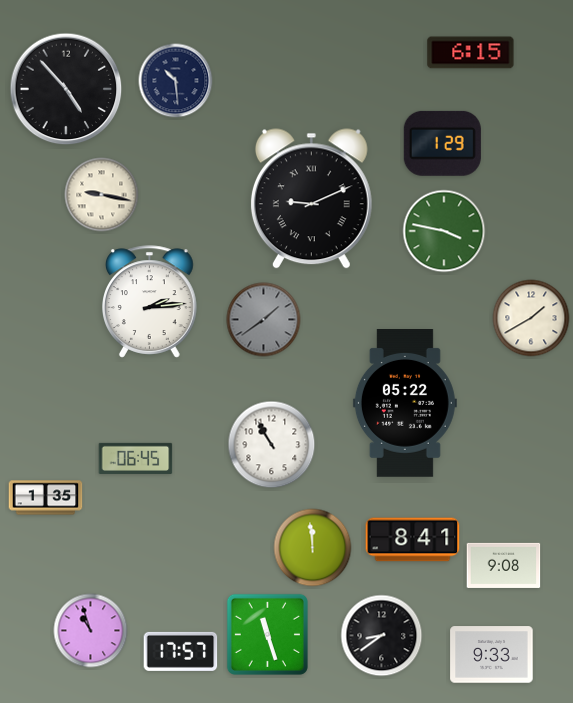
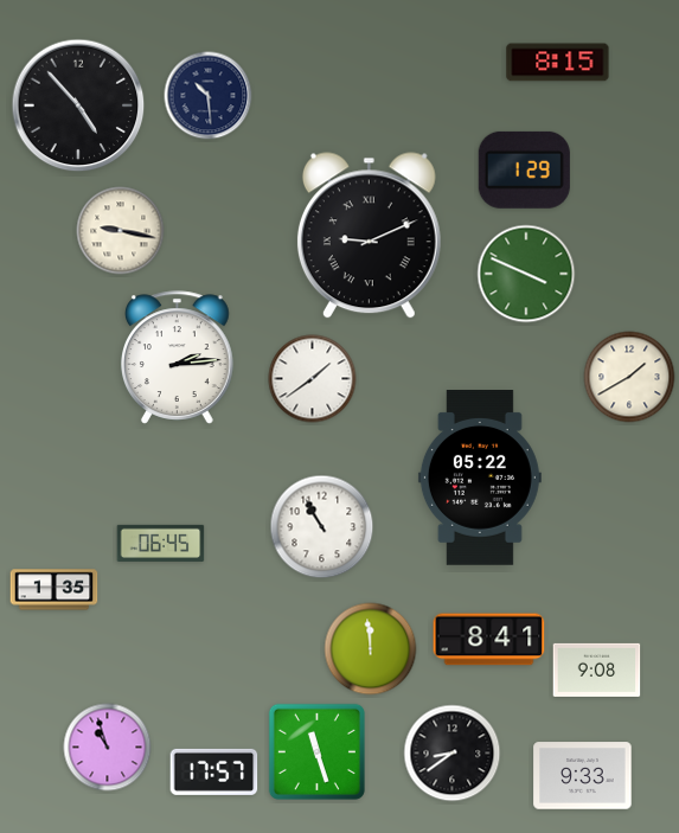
clock at (471, 53): 6:15 -> 8:15
clock at (444, 231): 3:47 -> 3:49
clock at (264, 320) dial: grey -> white
